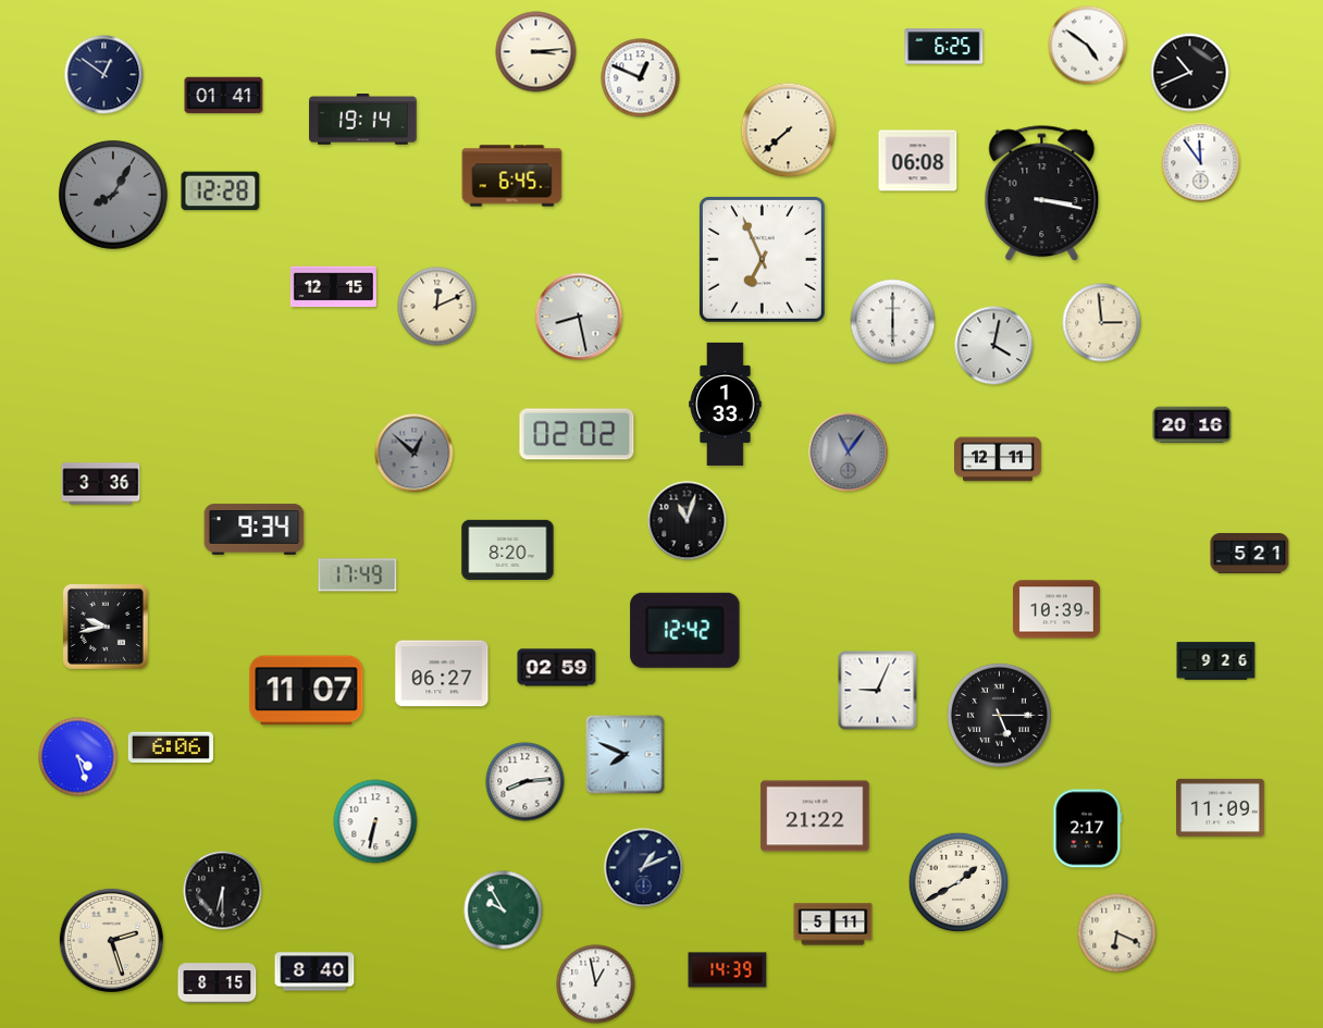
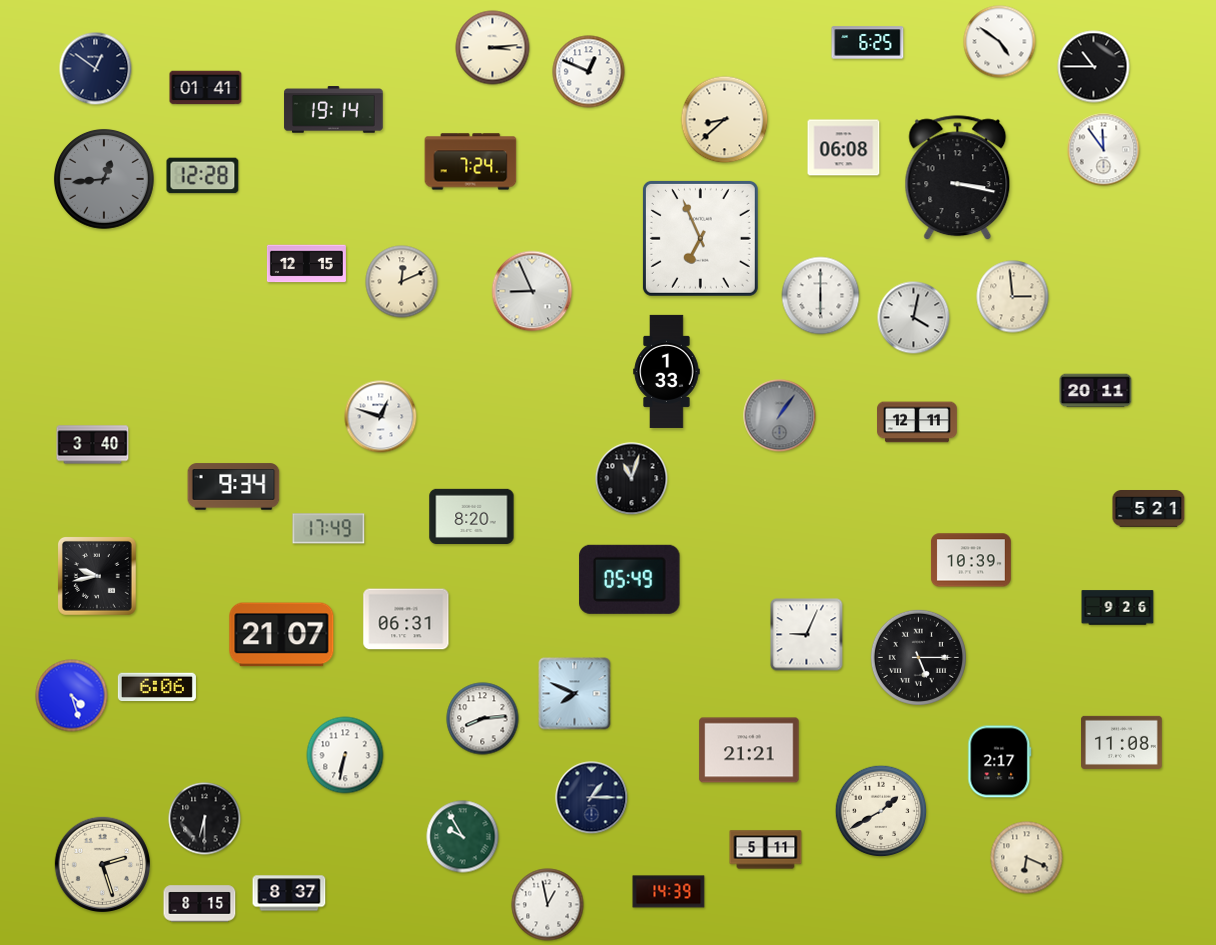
clock at (1190, 73): 10:41 -> 10:45
clock at (789, 131): 7:38 -> 8:38
clock at (512, 176): 6:45 -> 7:24
clock at (113, 195): 8:05 -> 12:44
clock at (579, 317): 8:28 -> 8:56
clock at (1192, 425): 20:16 -> 20:11
clock at (577, 434): 02:02 -> none
clock at (849, 453): 11:06 -> 1:06
clock at (415, 454): 12:52 -> 12:48
clock at (415, 454) dial: grey -> white
clock at (101, 484): 3:36 -> 3:40
clock at (508, 549) position: (508, 549) -> (472, 516)
clock at (685, 630): 12:42 -> 05:49
clock at (557, 668): 02:59 -> none
clock at (442, 673): 06:27 -> 06:31
clock at (307, 691): 11:07 -> 21:07
clock at (1221, 807): 11:09 -> 11:08
clock at (815, 816): 21:22 -> 21:21
clock at (644, 868): 1:11 -> 1:15
clock at (314, 971): 8:40 -> 8:37
